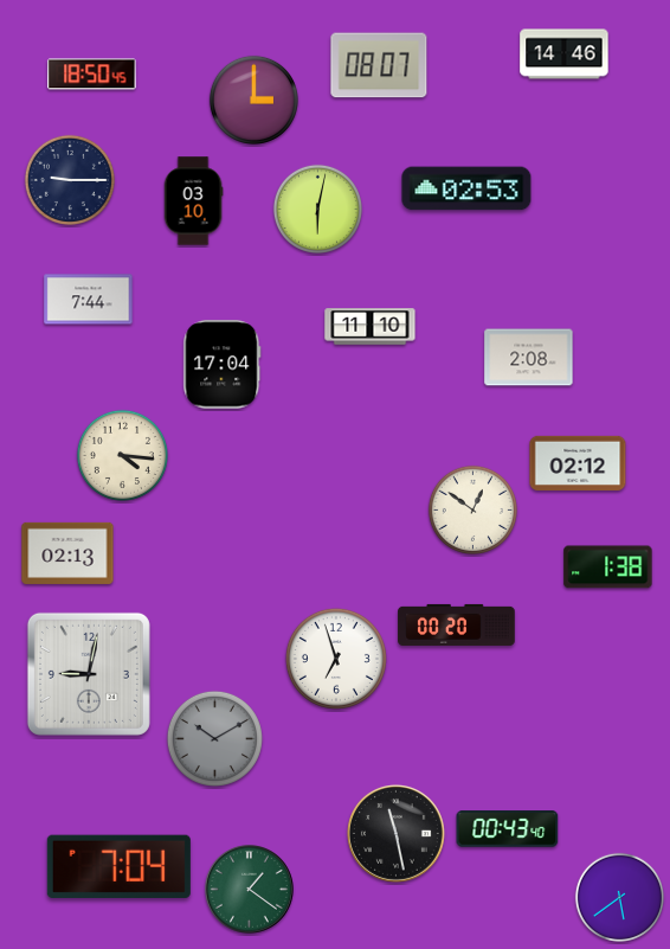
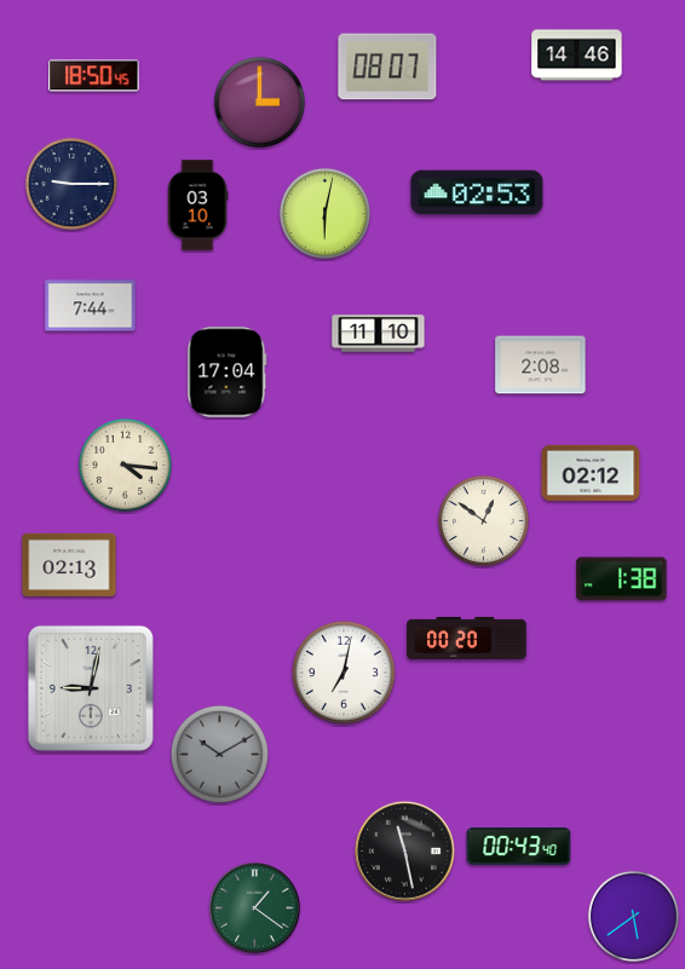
clock at (336, 659): 6:57 -> 7:02
clock at (118, 866): 7:04 -> none
